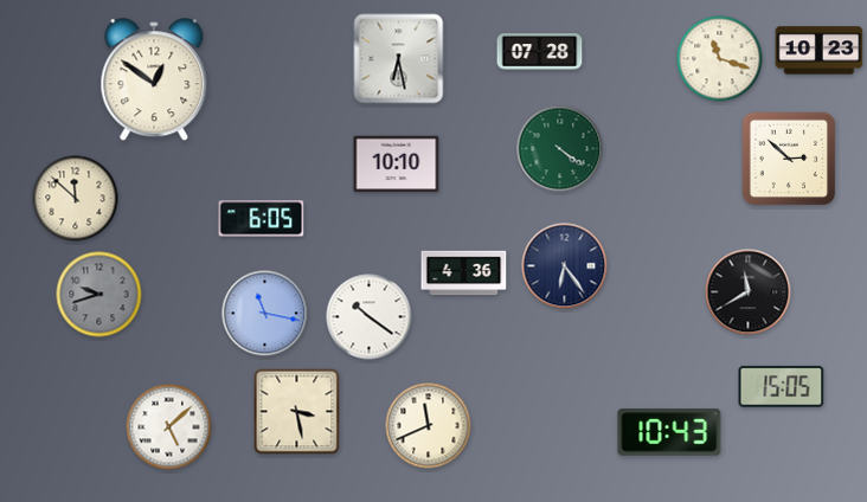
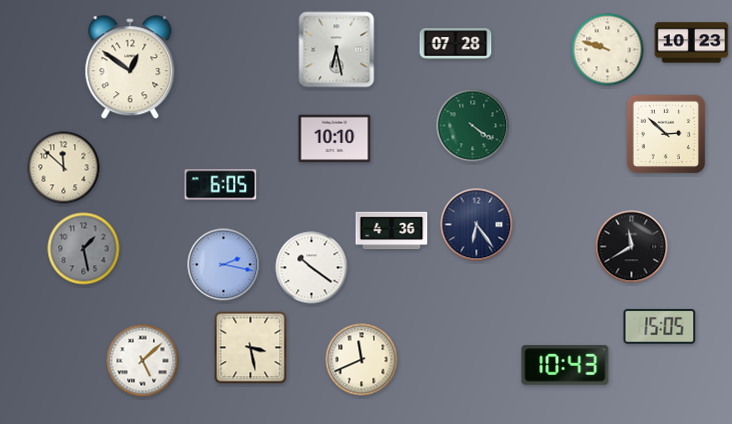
clock at (720, 59): 11:18 -> 9:48
clock at (99, 295): 9:42 -> 1:28
clock at (265, 314): 11:17 -> 2:17
